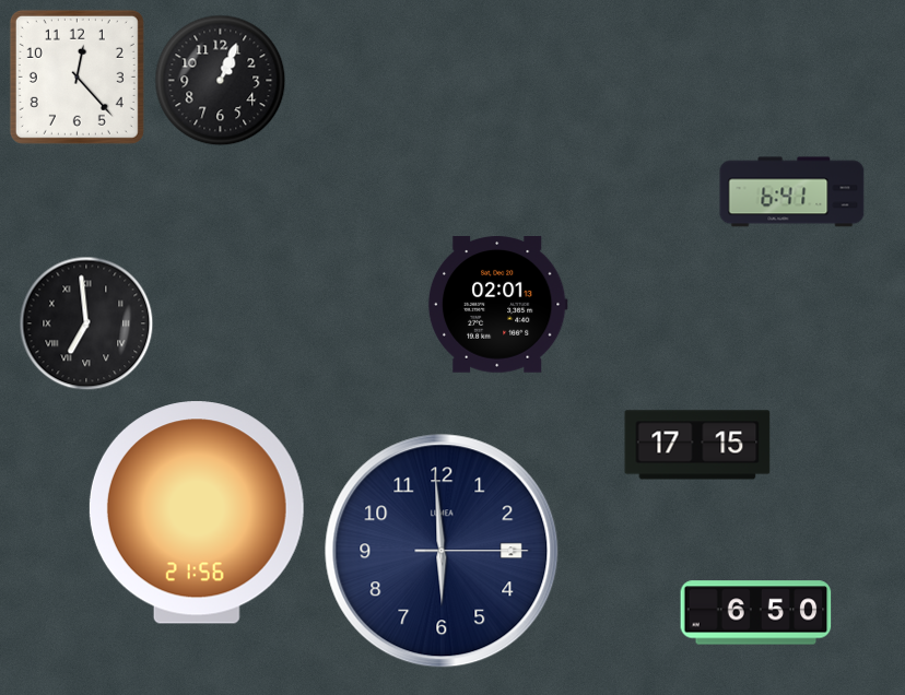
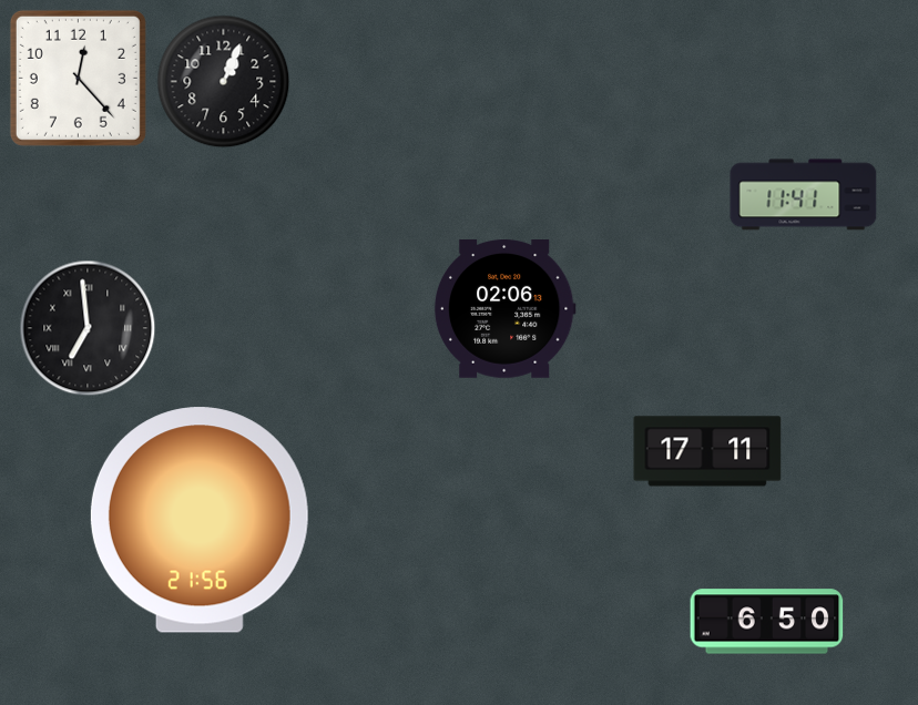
clock at (792, 192): 6:41 -> 11:41
clock at (497, 305): 02:01 -> 02:06
clock at (697, 445): 17:15 -> 17:11
clock at (442, 551): 5:59 -> none
